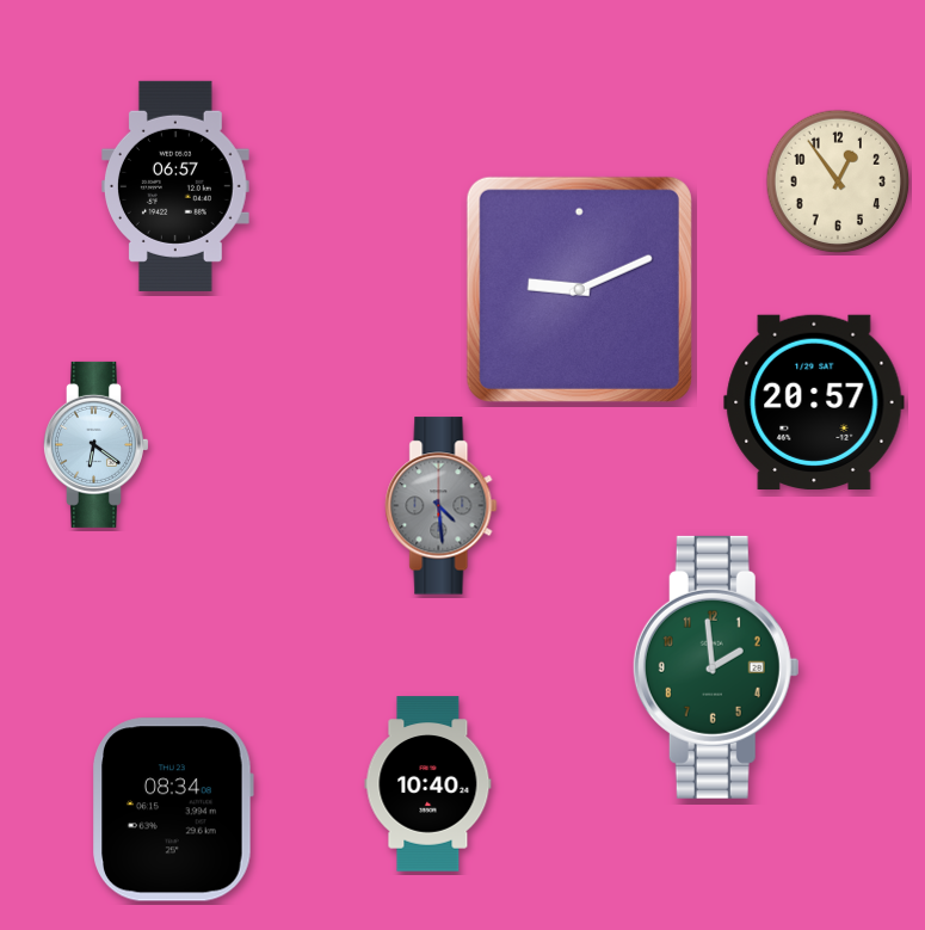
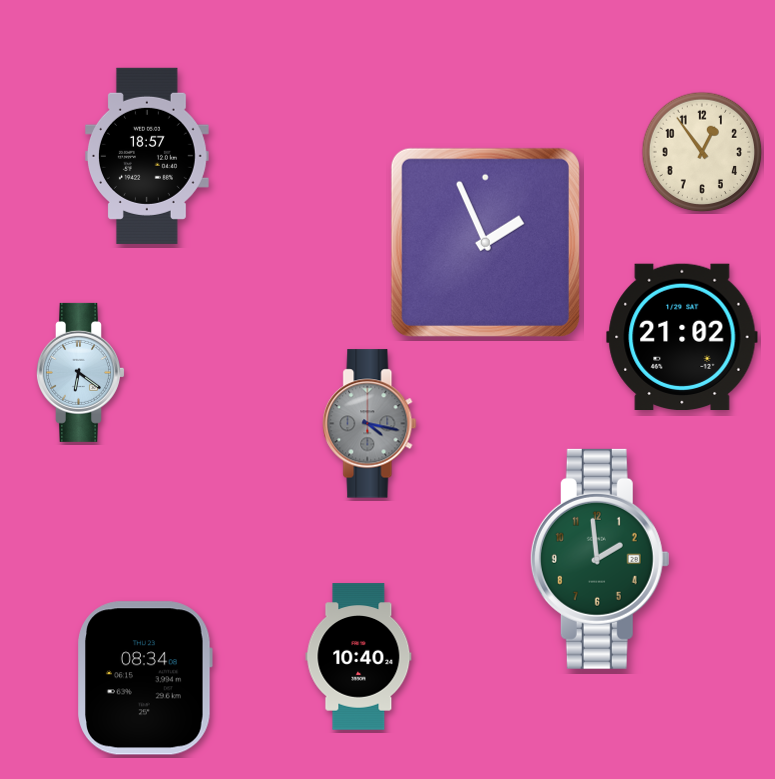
clock at (177, 186): 06:57 -> 18:57
clock at (579, 289): 9:11 -> 1:56
clock at (814, 401): 20:57 -> 21:02
clock at (442, 506): 4:29 -> 4:17
